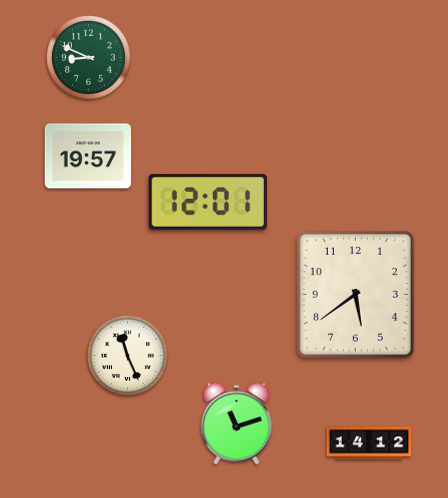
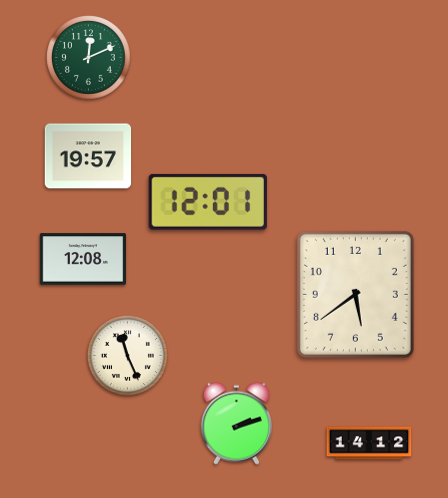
clock at (89, 58): 8:49 -> 12:11
clock at (83, 259): none -> 12:08
clock at (236, 423): 11:12 -> 2:12
